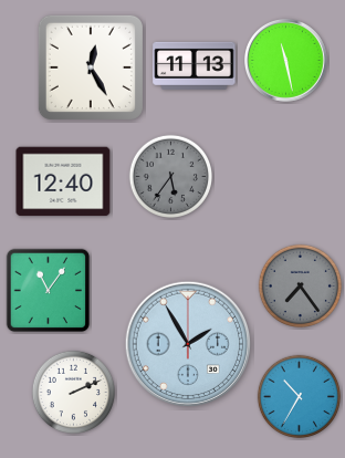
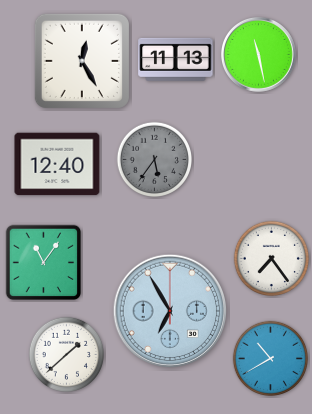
clock at (300, 285) dial: grey -> white
clock at (188, 344): 1:55 -> 6:55
clock at (73, 392): 2:11 -> 1:38
clock at (299, 396): 10:35 -> 10:40
